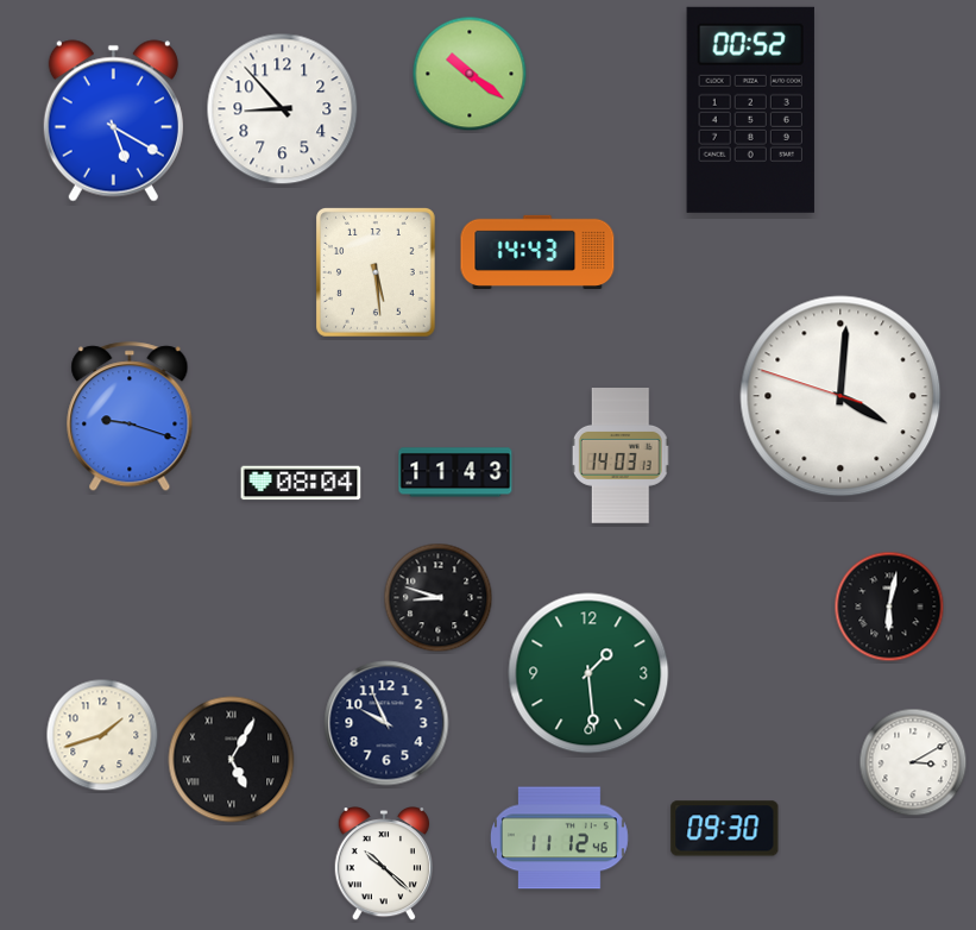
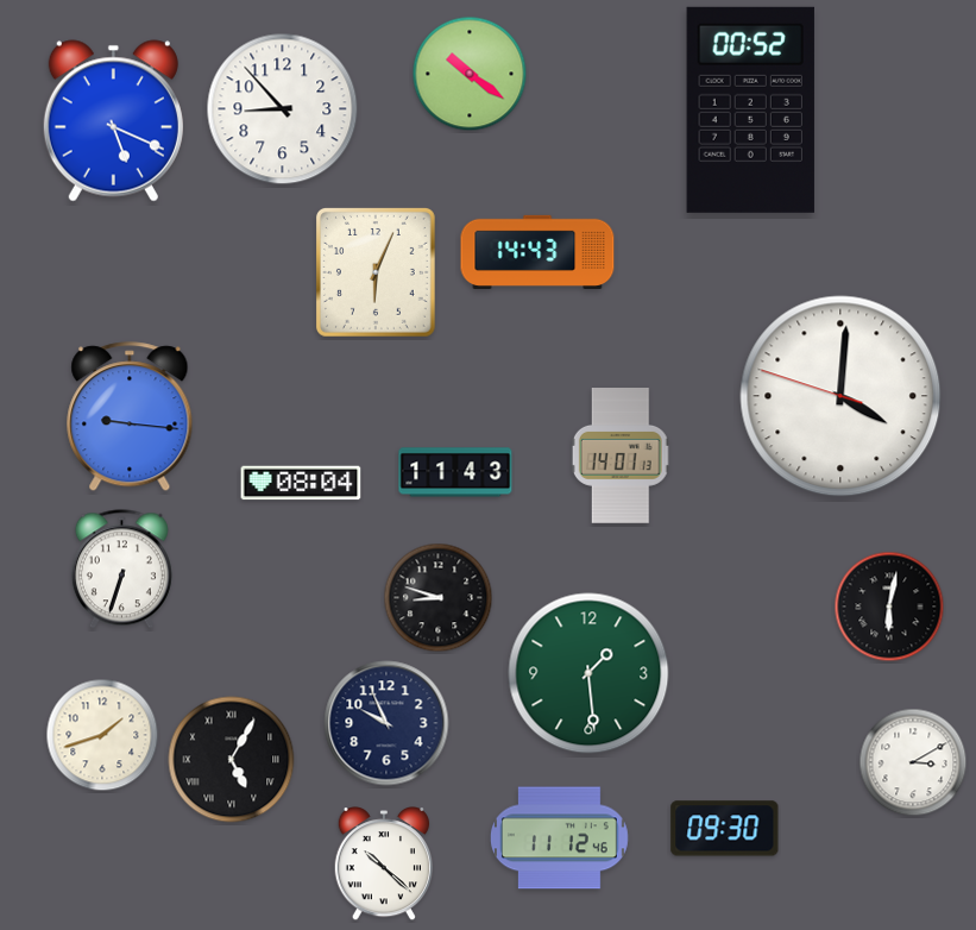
clock at (113, 121): 5:20 -> 5:19
clock at (376, 272): 5:29 -> 6:04
clock at (130, 417): 9:18 -> 9:16
clock at (621, 457): 14:03 -> 14:01
clock at (121, 570): none -> 6:33
